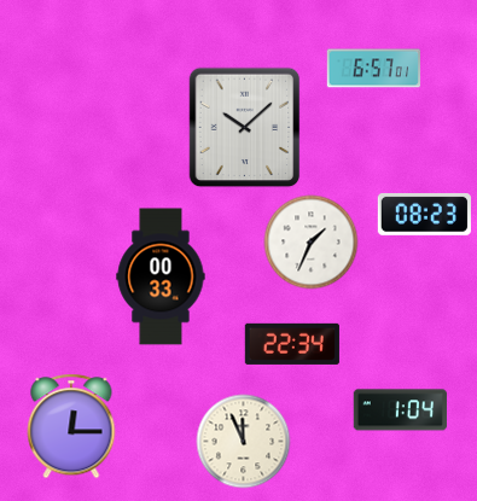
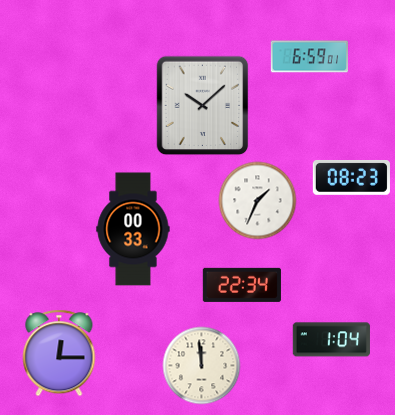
clock at (373, 69): 6:57 -> 6:59
clock at (243, 441): 11:56 -> 11:59
